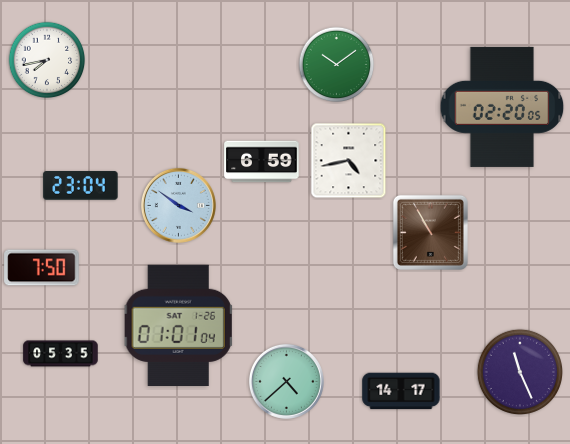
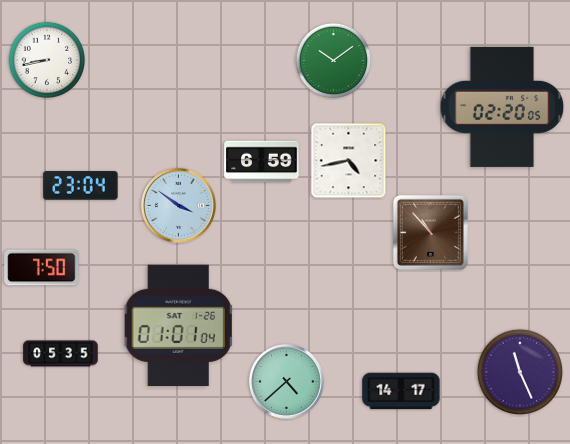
clock at (47, 60): 7:43 -> 8:43
clock at (337, 65) position: (337, 65) -> (334, 61)
clock at (430, 232): 10:55 -> 10:53
